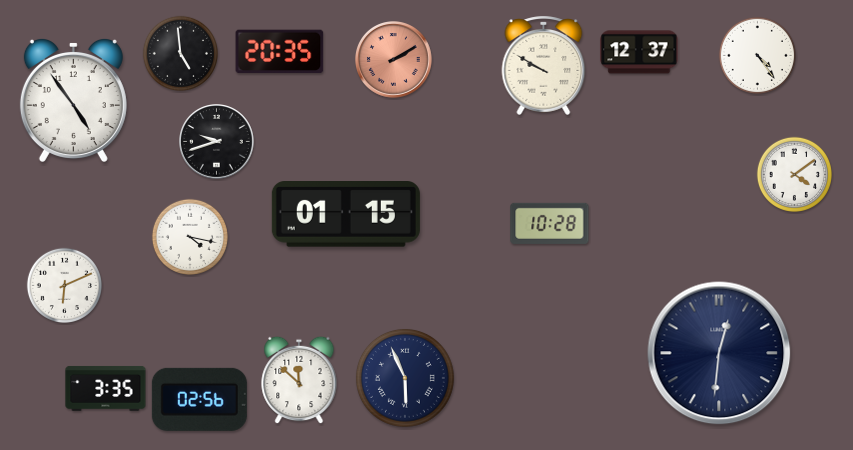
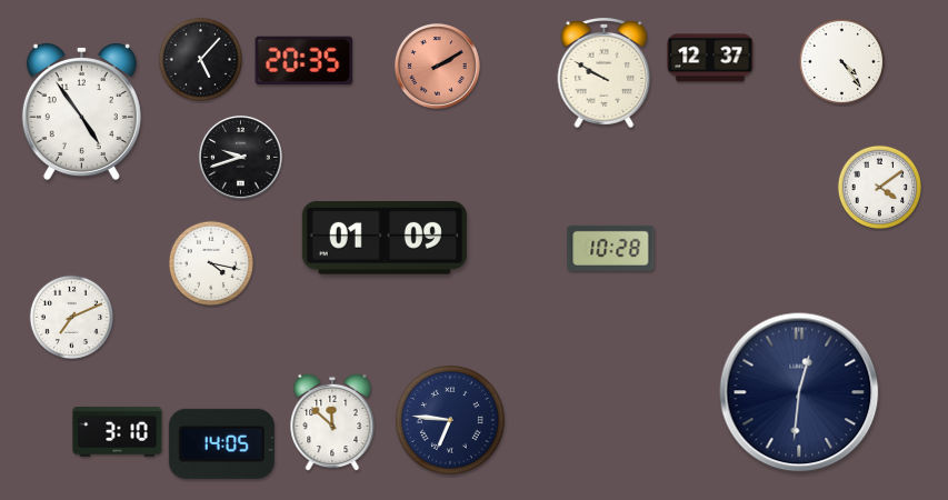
clock at (280, 52) position: (280, 52) -> (305, 61)
clock at (180, 53): 4:59 -> 5:07
clock at (794, 174) position: (794, 174) -> (879, 187)
clock at (346, 215): 01:15 -> 01:09
clock at (64, 285): 6:11 -> 7:11
clock at (405, 378): 5:56 -> 6:46
clock at (106, 388): 3:35 -> 3:10
clock at (199, 399): 02:56 -> 14:05
